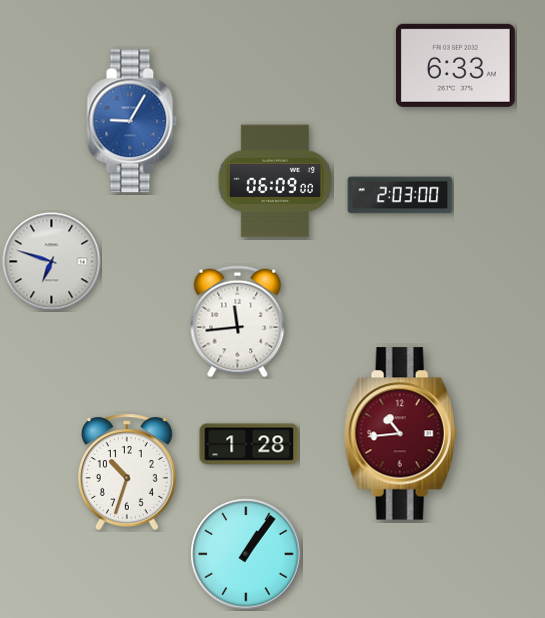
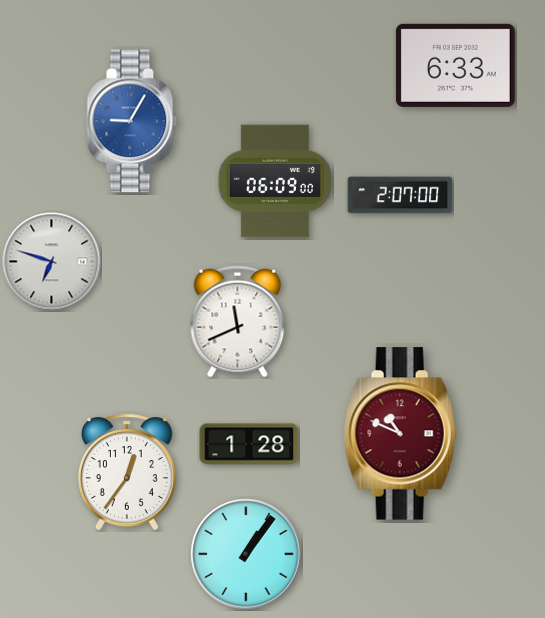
clock at (400, 195): 2:03 -> 2:07
clock at (238, 322): 11:44 -> 11:41
clock at (400, 434): 10:44 -> 10:49
clock at (127, 472): 10:33 -> 12:36
